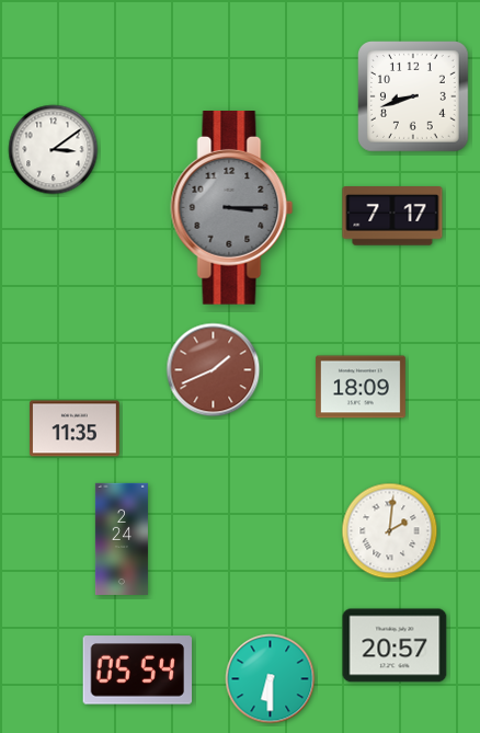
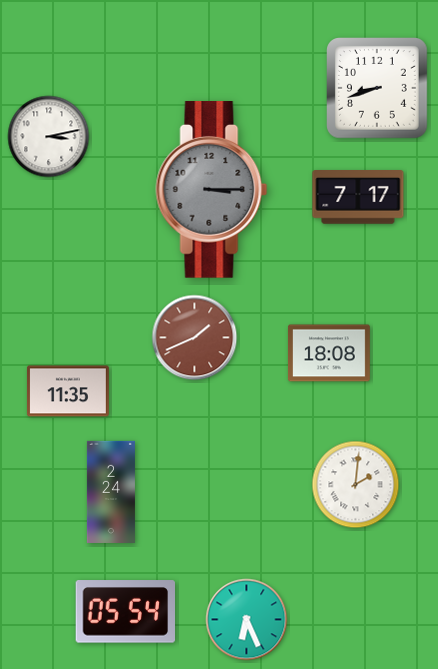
clock at (54, 150): 3:09 -> 3:13
clock at (361, 387): 18:09 -> 18:08
clock at (395, 645): 20:57 -> none
clock at (271, 679): 6:30 -> 6:26
